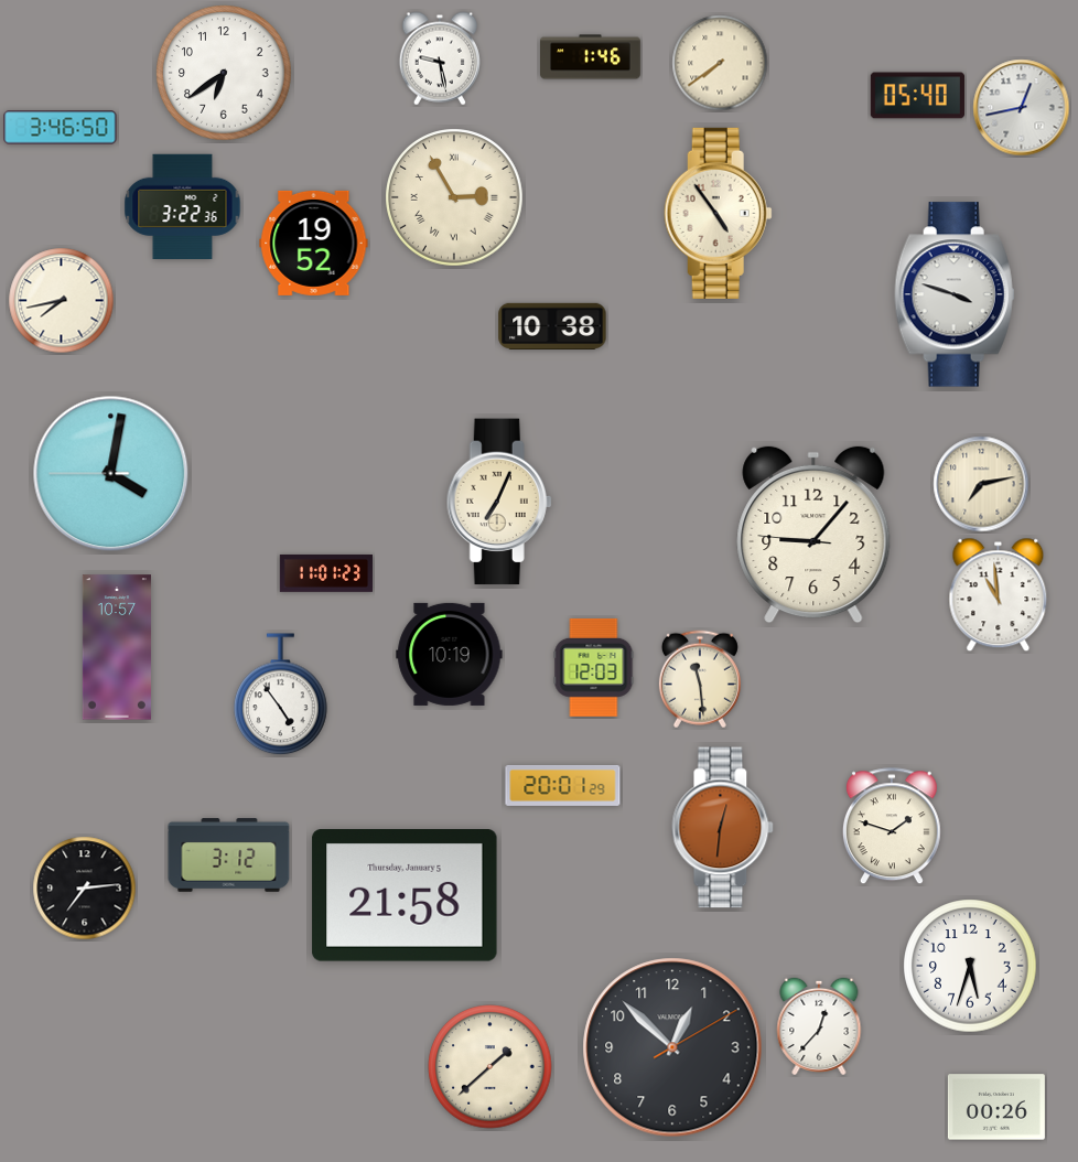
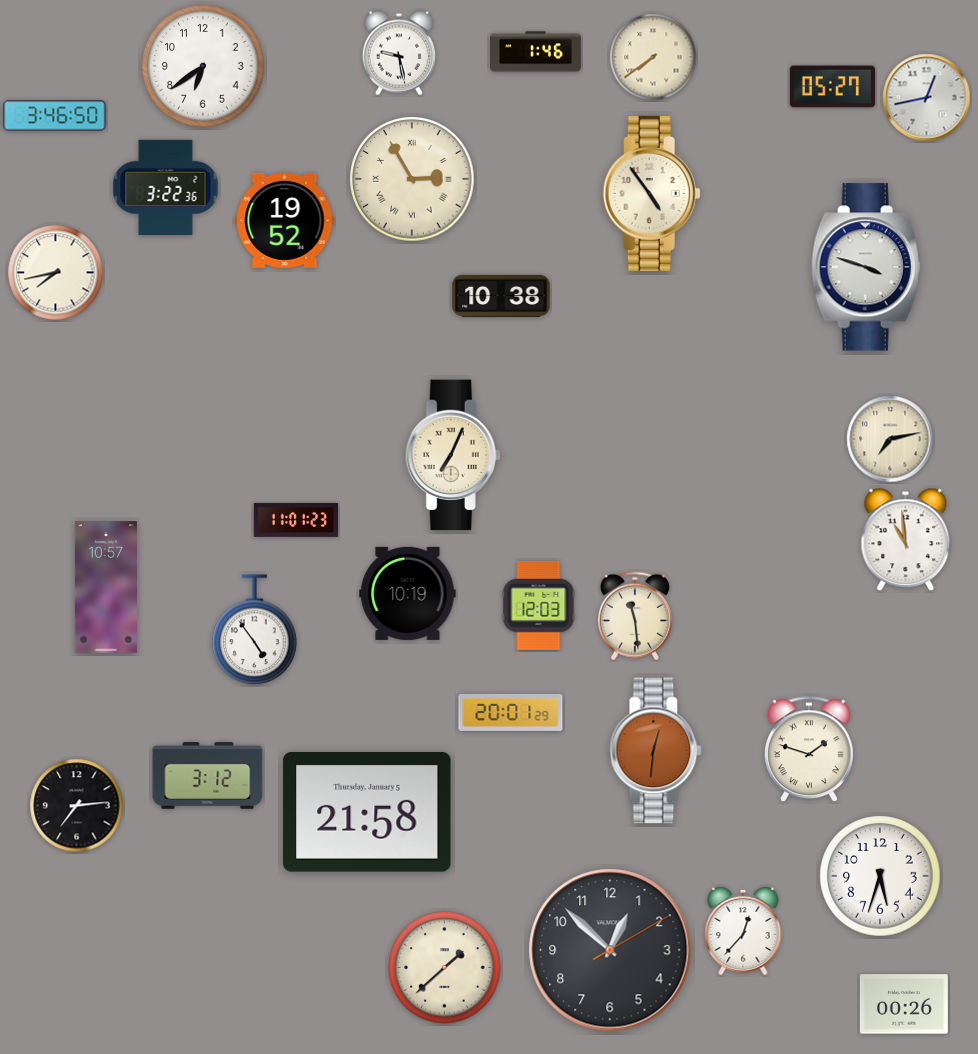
clock at (917, 96): 05:40 -> 05:27
clock at (111, 474): 4:01 -> none
clock at (813, 535): 9:06 -> none
